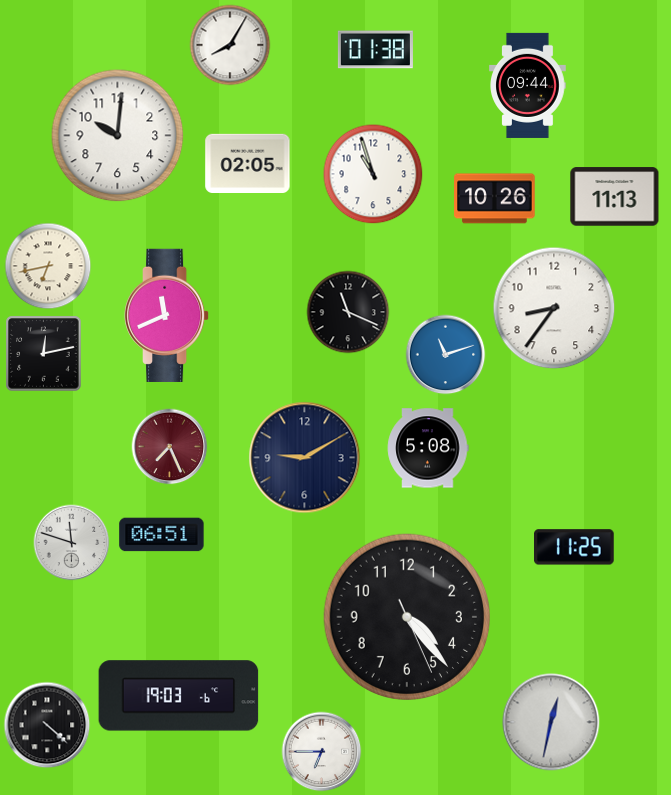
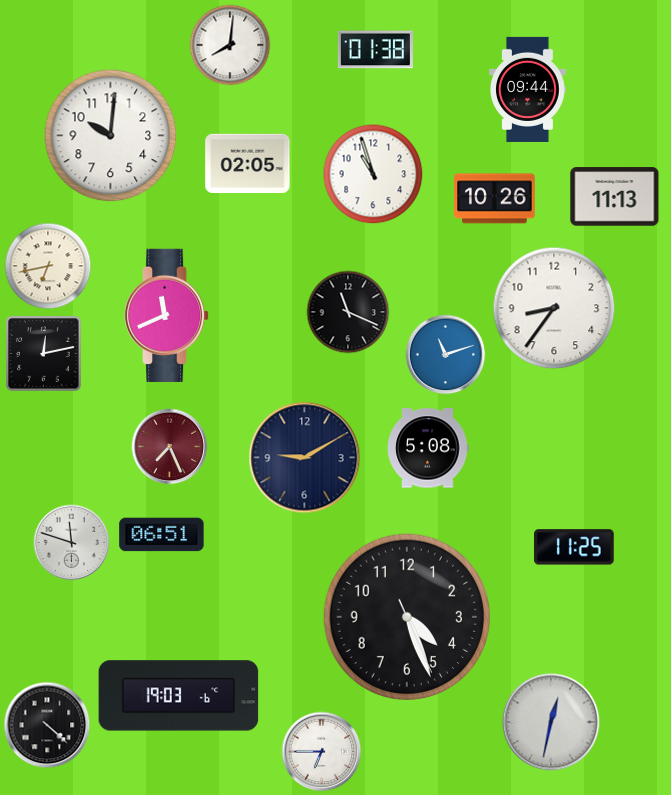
clock at (230, 45): 8:05 -> 8:01
clock at (528, 85) position: (528, 85) -> (528, 89)
clock at (118, 136) position: (118, 136) -> (111, 136)
clock at (406, 616): 4:23 -> 4:26
